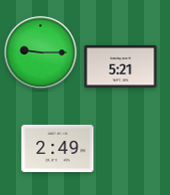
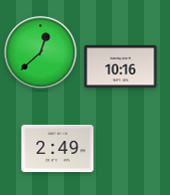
clock at (41, 53): 9:15 -> 12:38
clock at (121, 67): 5:21 -> 10:16
